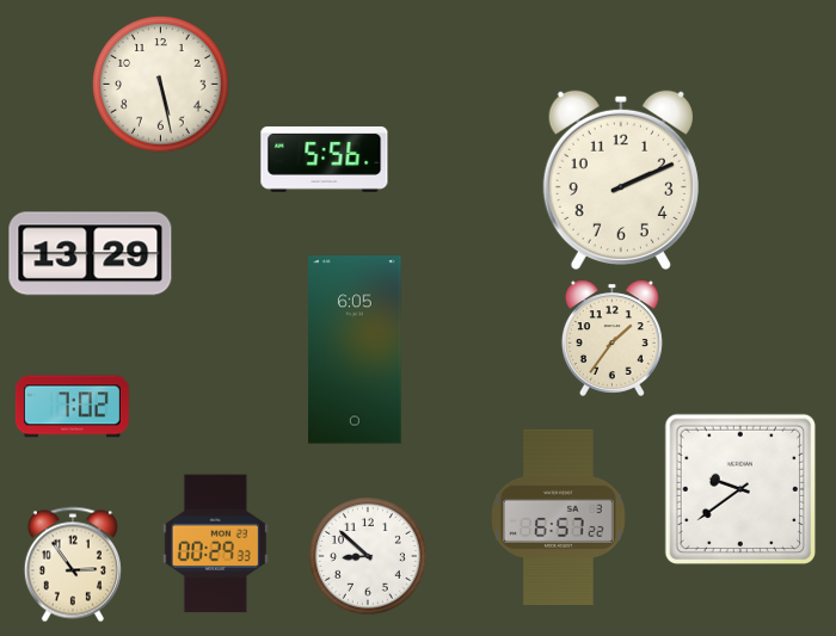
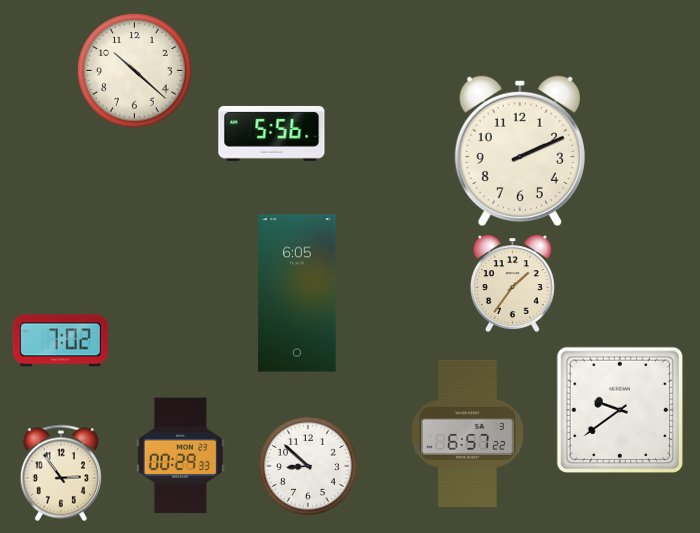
clock at (161, 85): 5:28 -> 10:22
clock at (91, 254): 13:29 -> none
